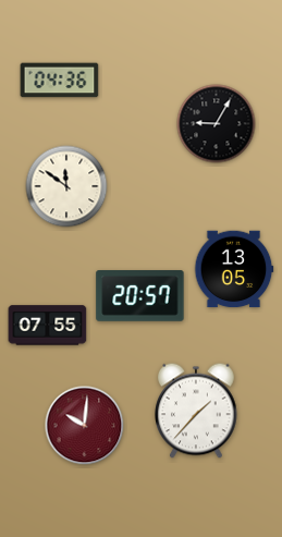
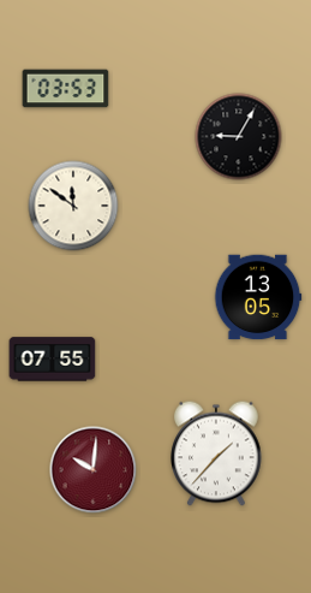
clock at (60, 81): 04:36 -> 03:53
clock at (140, 296): 20:57 -> none
